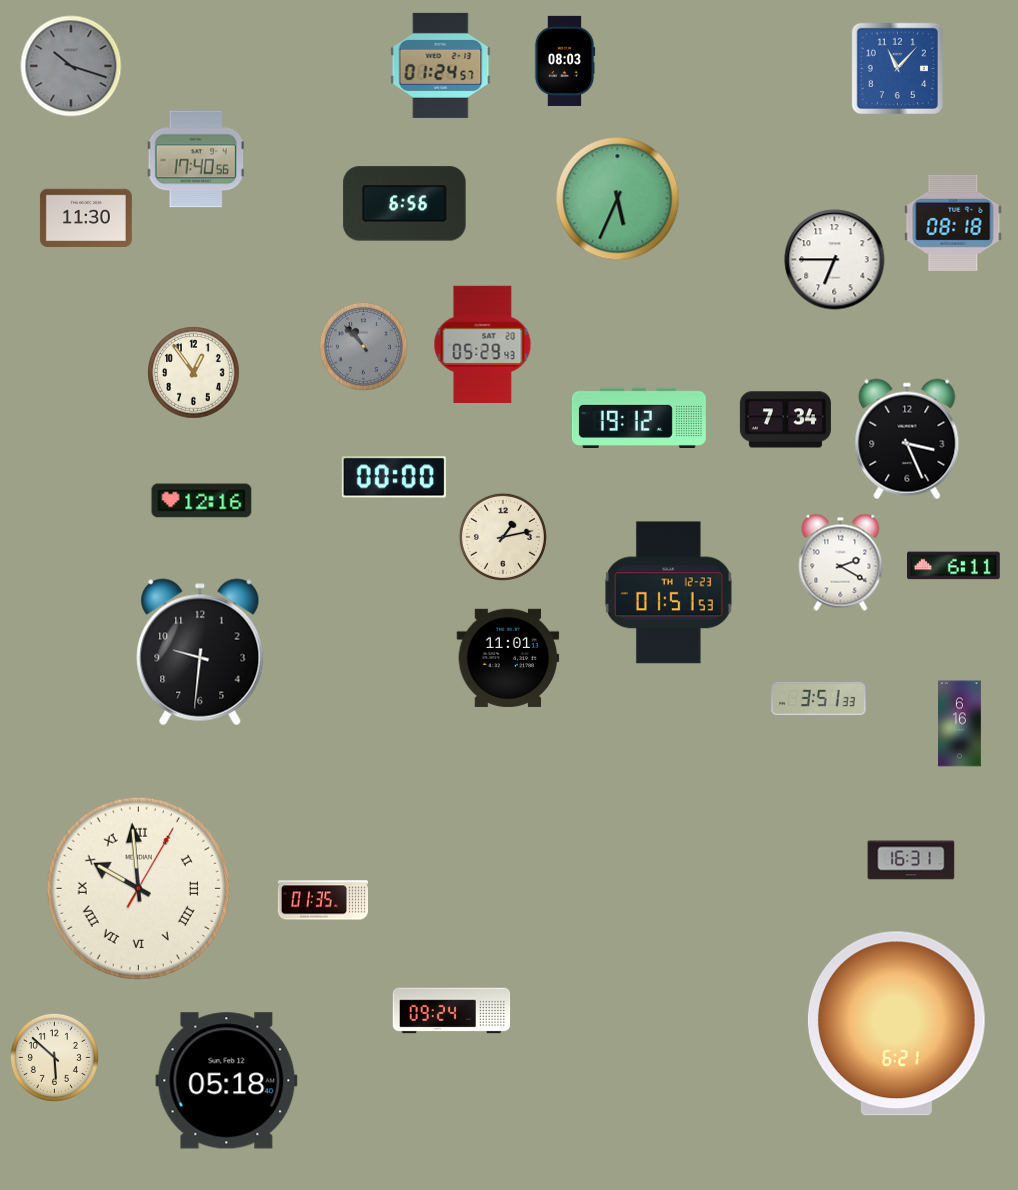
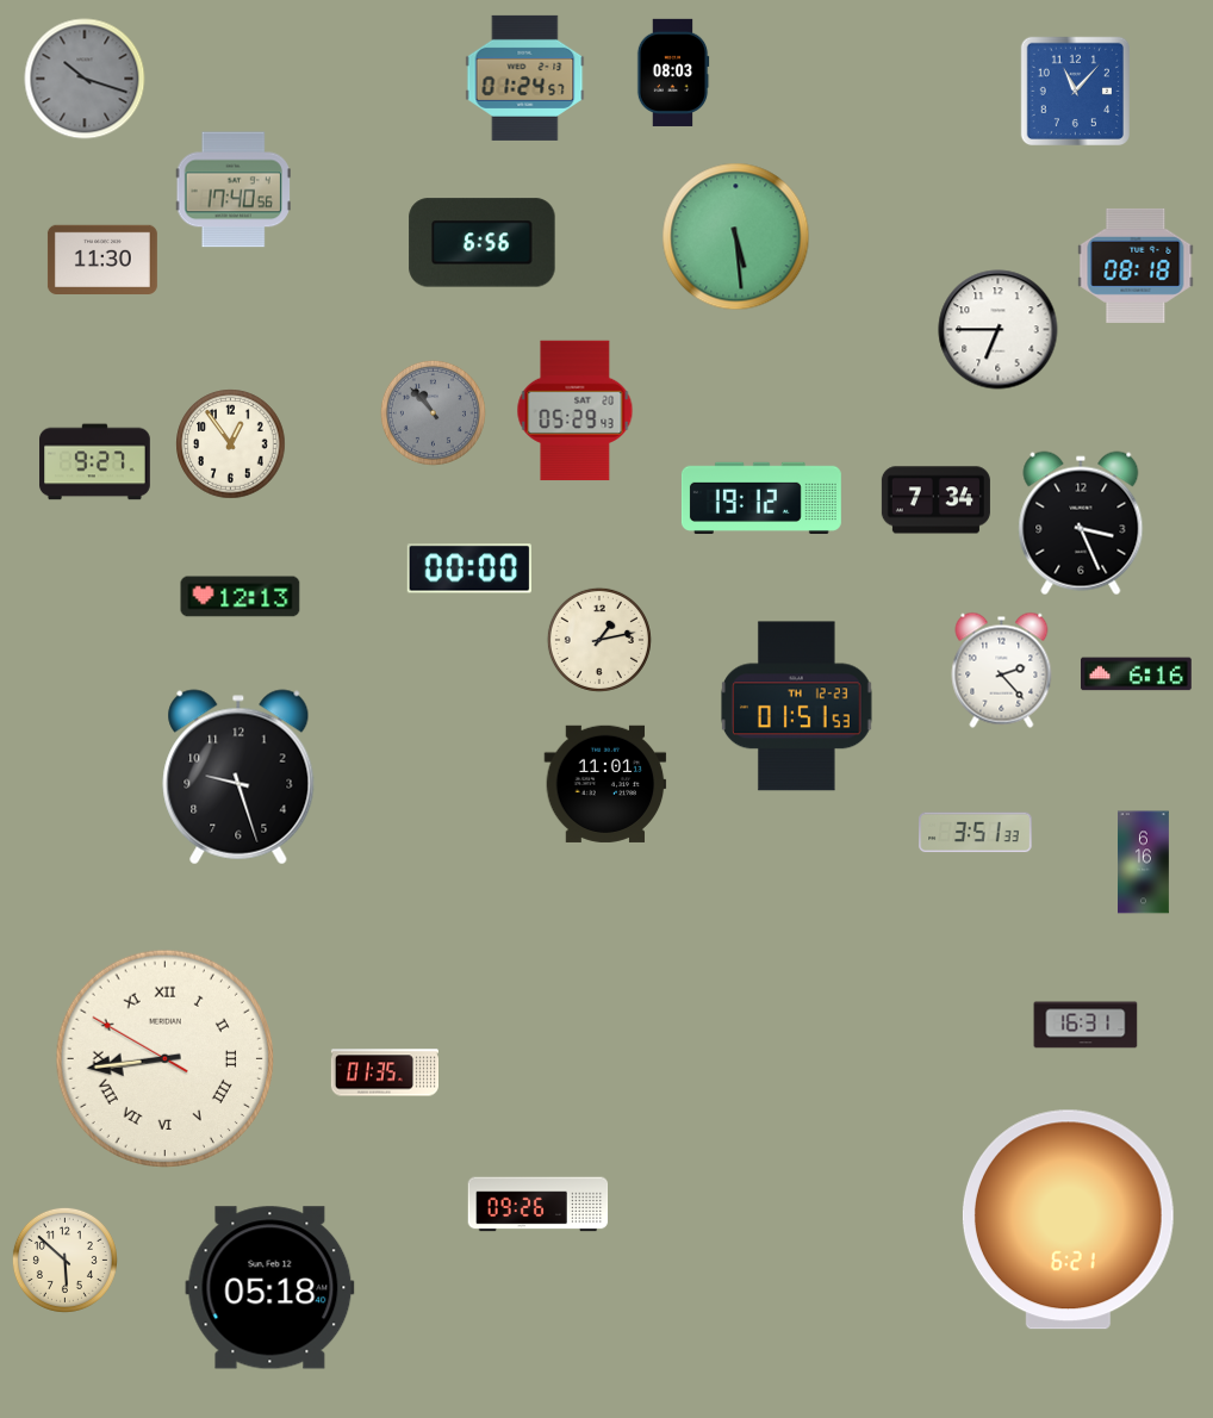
clock at (897, 68) position: (897, 68) -> (1075, 91)
clock at (618, 199): 5:34 -> 5:29
clock at (835, 260) position: (835, 260) -> (999, 330)
clock at (95, 462): none -> 9:27
clock at (202, 501): 12:16 -> 12:13
clock at (841, 562): 2:20 -> 2:23
clock at (954, 566): 6:11 -> 6:16
clock at (200, 652): 9:31 -> 9:27
clock at (138, 888): 9:59 -> 8:43
clock at (452, 1011): 09:24 -> 09:26
